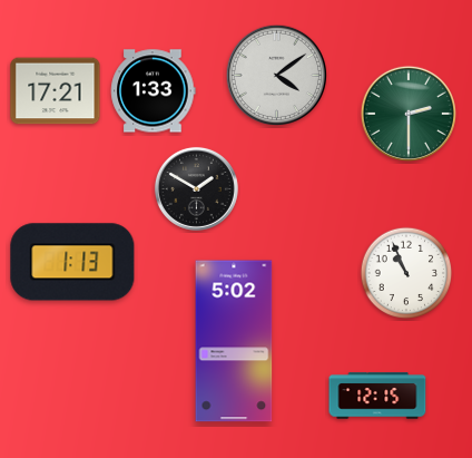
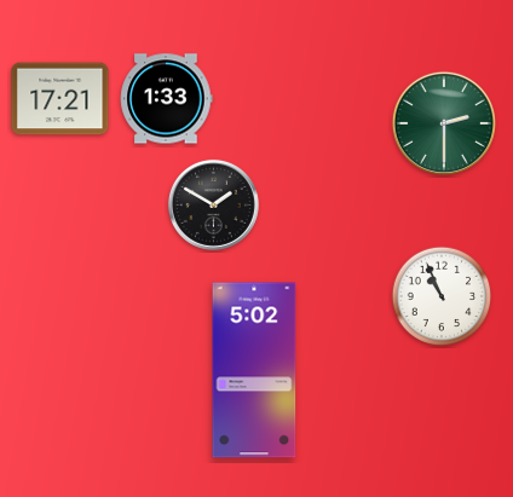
clock at (276, 75): 4:09 -> none
clock at (72, 262): 1:13 -> none
clock at (377, 396): 12:15 -> none
